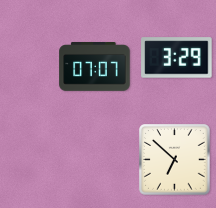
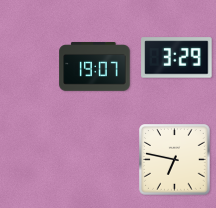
clock at (95, 67): 07:07 -> 19:07
clock at (175, 160): 6:52 -> 6:47
